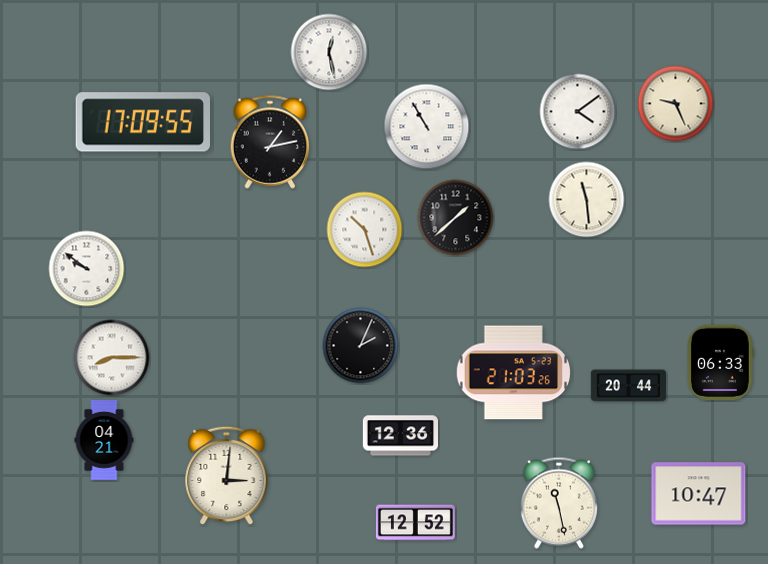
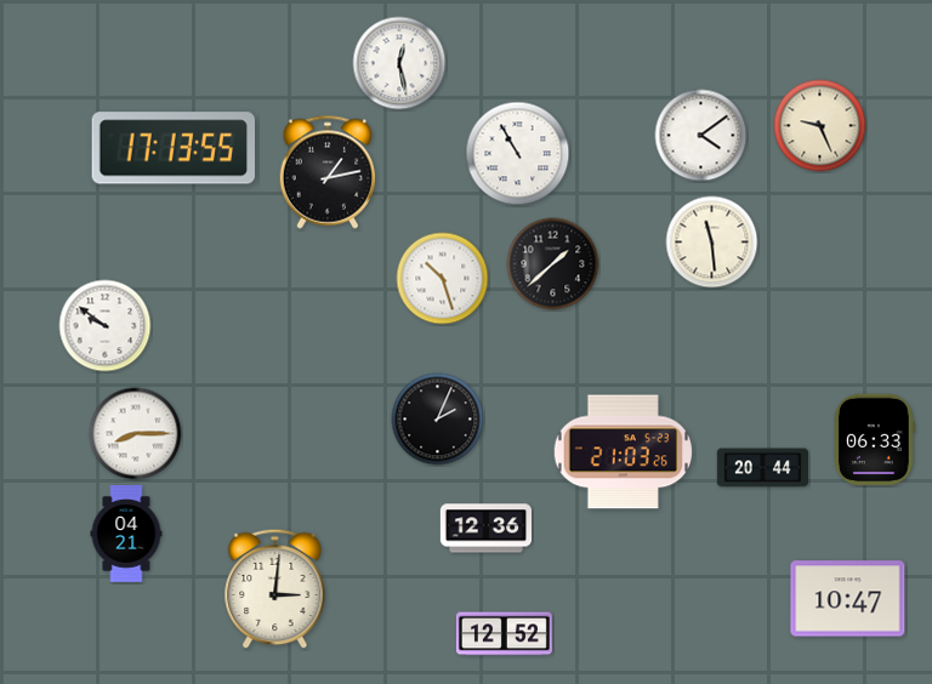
clock at (142, 122): 17:09 -> 17:13
clock at (227, 476) position: (227, 476) -> (275, 589)
clock at (559, 503): 11:28 -> none
